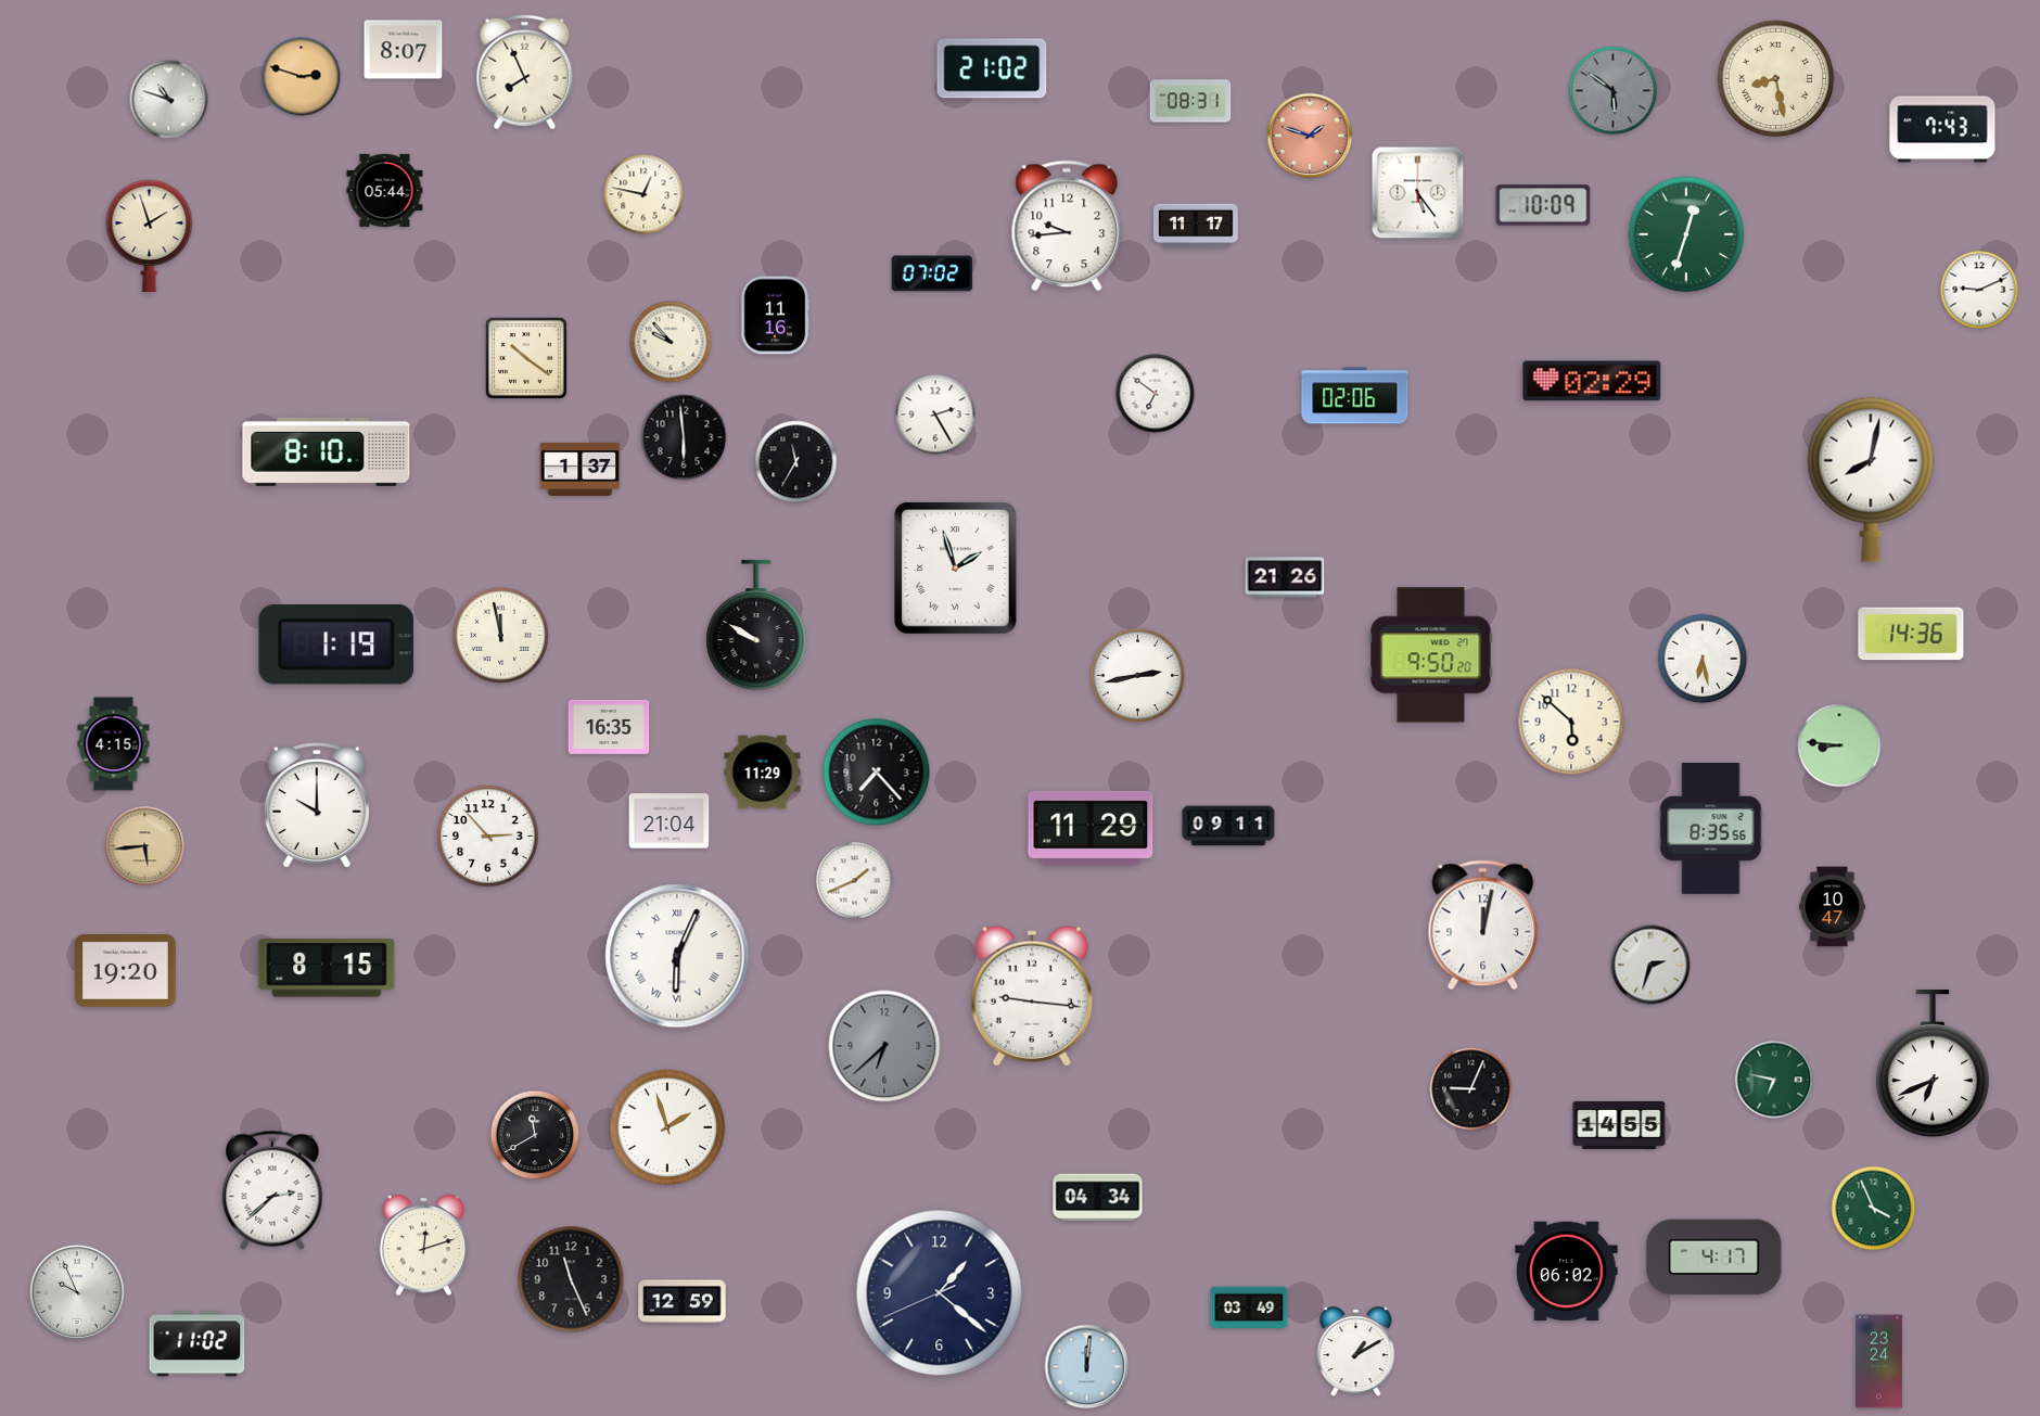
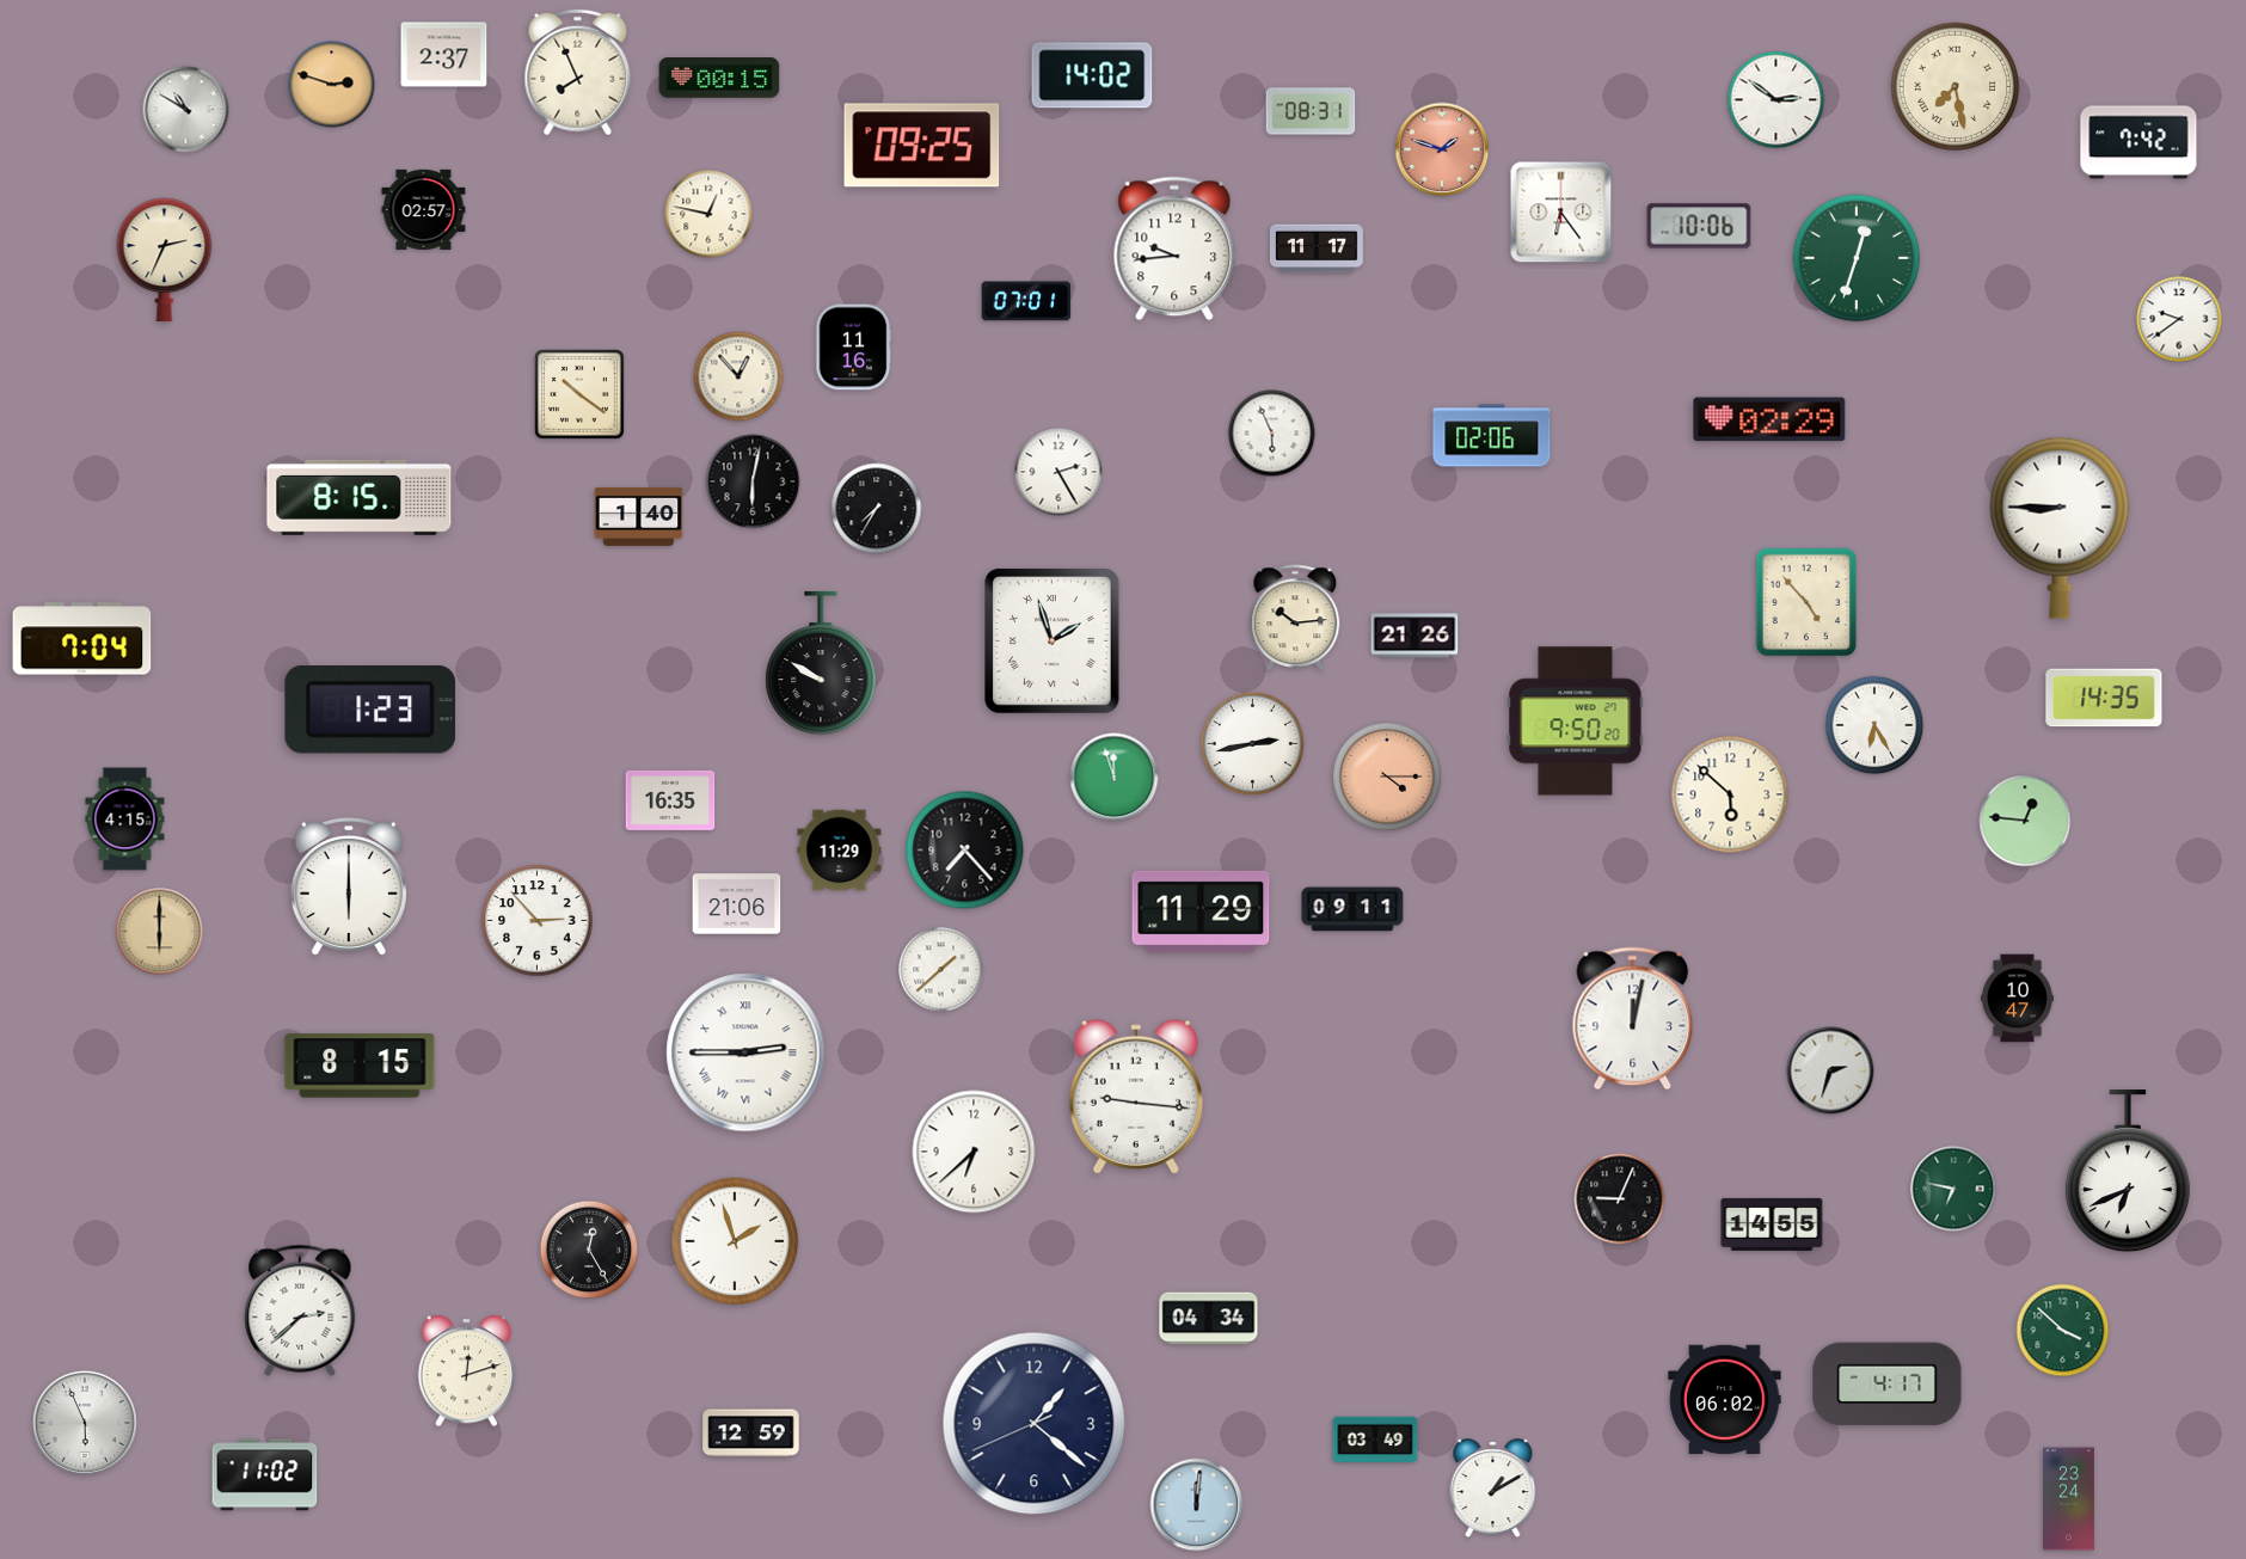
clock at (404, 50): 8:07 -> 2:37
clock at (992, 68): 21:02 -> 14:02
clock at (719, 78): none -> 00:15
clock at (525, 73) position: (525, 73) -> (578, 73)
clock at (1776, 79): 8:28 -> 7:28
clock at (1614, 91): 5:51 -> 2:51
clock at (1614, 91) dial: grey -> white
clock at (169, 100): 10:48 -> 10:50
clock at (1942, 129): 7:43 -> 7:42
clock at (922, 146): none -> 09:25
clock at (385, 190): 05:44 -> 02:57
clock at (1418, 193): 5:24 -> 6:24
clock at (1543, 205): 10:09 -> 10:06
clock at (150, 237): 1:57 -> 2:34
clock at (932, 273): 07:02 -> 07:01
clock at (1979, 290): 9:11 -> 9:39
clock at (671, 342): 9:53 -> 12:53
clock at (1592, 381) position: (1592, 381) -> (1769, 419)
clock at (1156, 394): 6:51 -> 5:56
clock at (935, 414) position: (935, 414) -> (1058, 472)
clock at (684, 437): 5:59 -> 6:02
clock at (327, 451): 8:10 -> 8:15
clock at (796, 462): 11:35 -> 7:35
clock at (581, 469): 1:37 -> 1:40
clock at (1871, 480): 8:02 -> 8:45
clock at (1806, 602): none -> 4:53
clock at (1295, 618): none -> 10:14
clock at (956, 569) position: (956, 569) -> (1053, 642)
clock at (82, 639): none -> 7:04
clock at (756, 625) position: (756, 625) -> (821, 663)
clock at (1911, 634): 14:36 -> 14:35
clock at (500, 635): 11:58 -> none
clock at (336, 645): 1:19 -> 1:23
clock at (1703, 659): 6:28 -> 6:25
clock at (1387, 777): none -> 4:15
clock at (1115, 778): none -> 11:57
clock at (1839, 745): 8:46 -> 12:46
clock at (317, 805): 10:00 -> 6:00
clock at (670, 821): 21:04 -> 21:06
clock at (1711, 829): 8:35 -> none
clock at (145, 846): 5:44 -> 6:00
clock at (855, 881): 1:41 -> 1:38
clock at (677, 956): 6:04 -> 2:45
clock at (1650, 965) position: (1650, 965) -> (1830, 1070)
clock at (126, 971): 19:20 -> none
clock at (884, 1046) dial: grey -> white
clock at (1619, 1125) position: (1619, 1125) -> (1772, 1225)
clock at (535, 1135): 11:40 -> 12:25
clock at (1874, 1209): 3:56 -> 3:52
clock at (571, 1279): 11:26 -> none
clock at (77, 1292): 9:56 -> 5:56
clock at (197, 1344) position: (197, 1344) -> (265, 1475)
